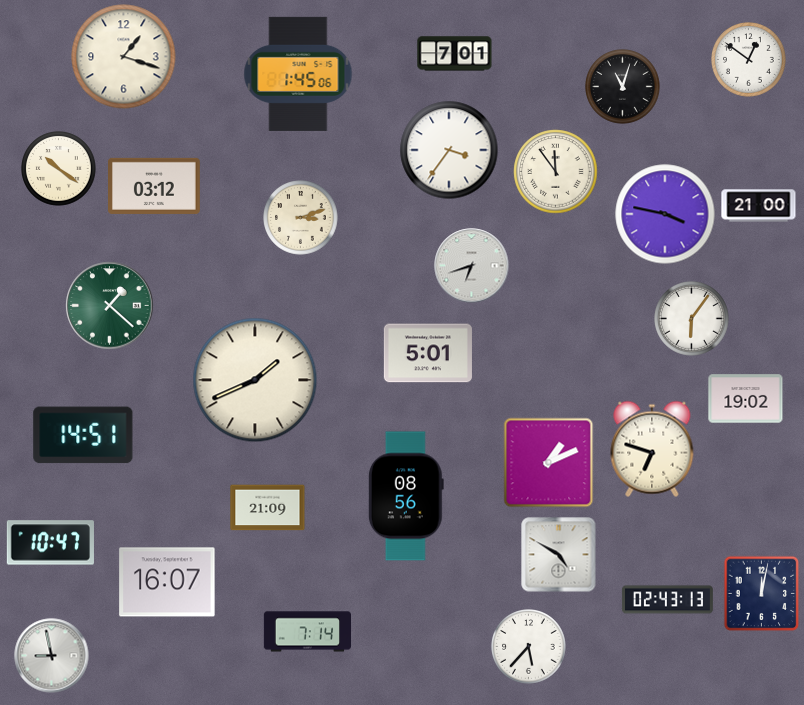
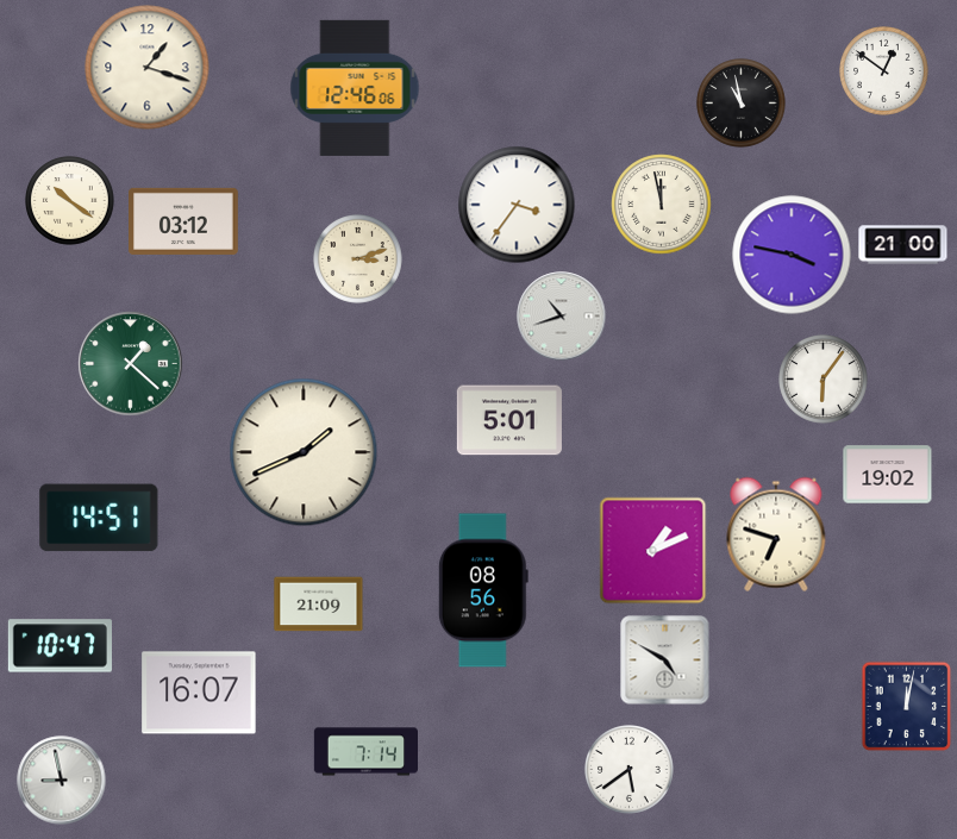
clock at (455, 54): 7:01 -> none
clock at (749, 60) position: (749, 60) -> (884, 71)
clock at (298, 74): 1:45 -> 12:46
clock at (623, 87): 11:03 -> 10:58
clock at (449, 150) position: (449, 150) -> (517, 205)
clock at (556, 172): 11:54 -> 11:58
clock at (472, 266): 6:42 -> 10:42
clock at (667, 600): 02:43 -> none
clock at (529, 647): 5:37 -> 5:39
